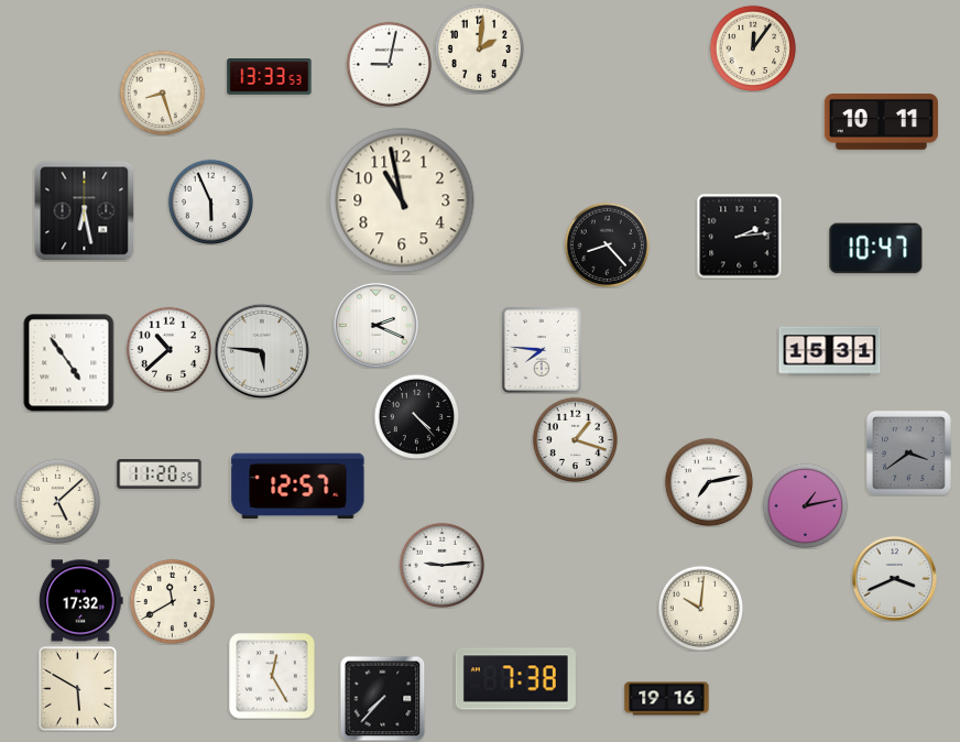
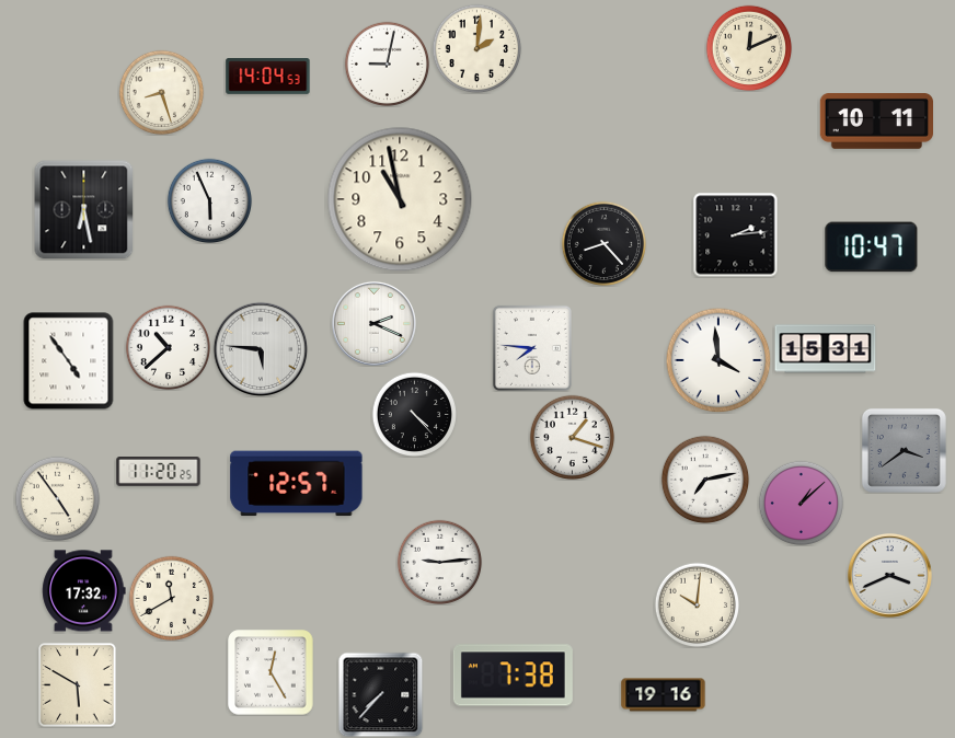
clock at (753, 48): 12:06 -> 12:11
clock at (270, 77): 13:33 -> 14:04
clock at (542, 350) position: (542, 350) -> (532, 348)
clock at (718, 360): none -> 3:59
clock at (57, 501): 5:08 -> 4:54
clock at (805, 505): 1:13 -> 1:08
clock at (81, 601) position: (81, 601) -> (84, 591)
